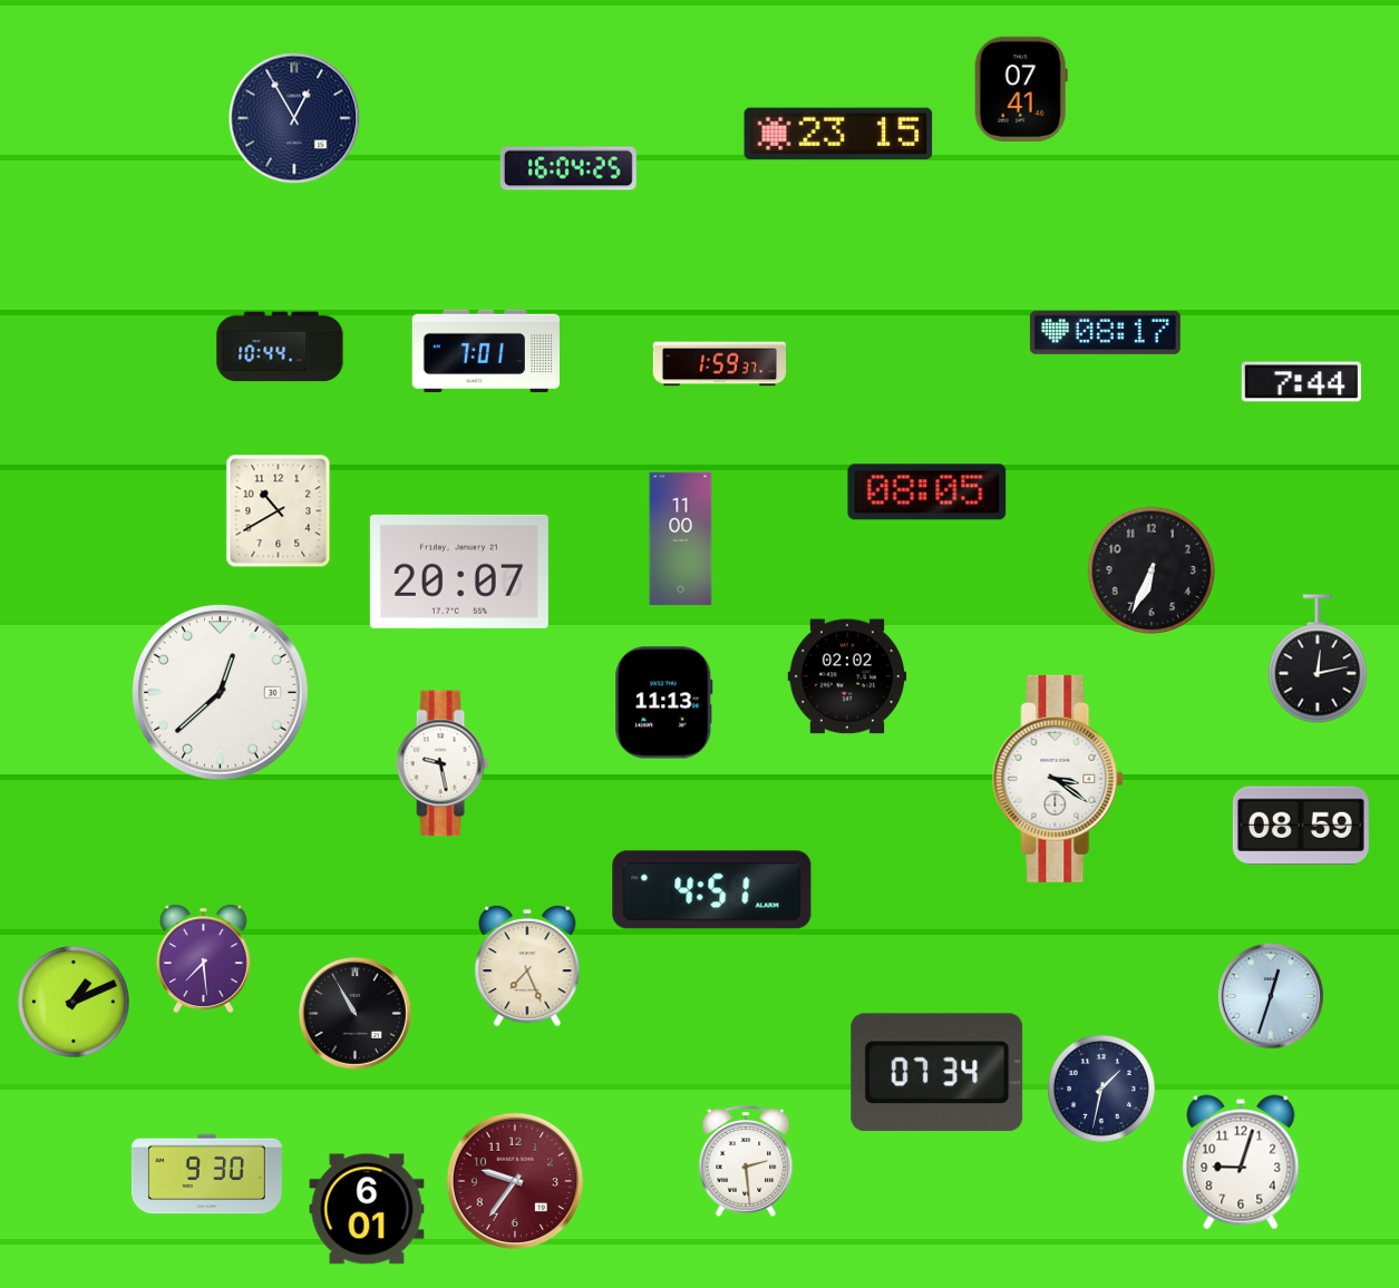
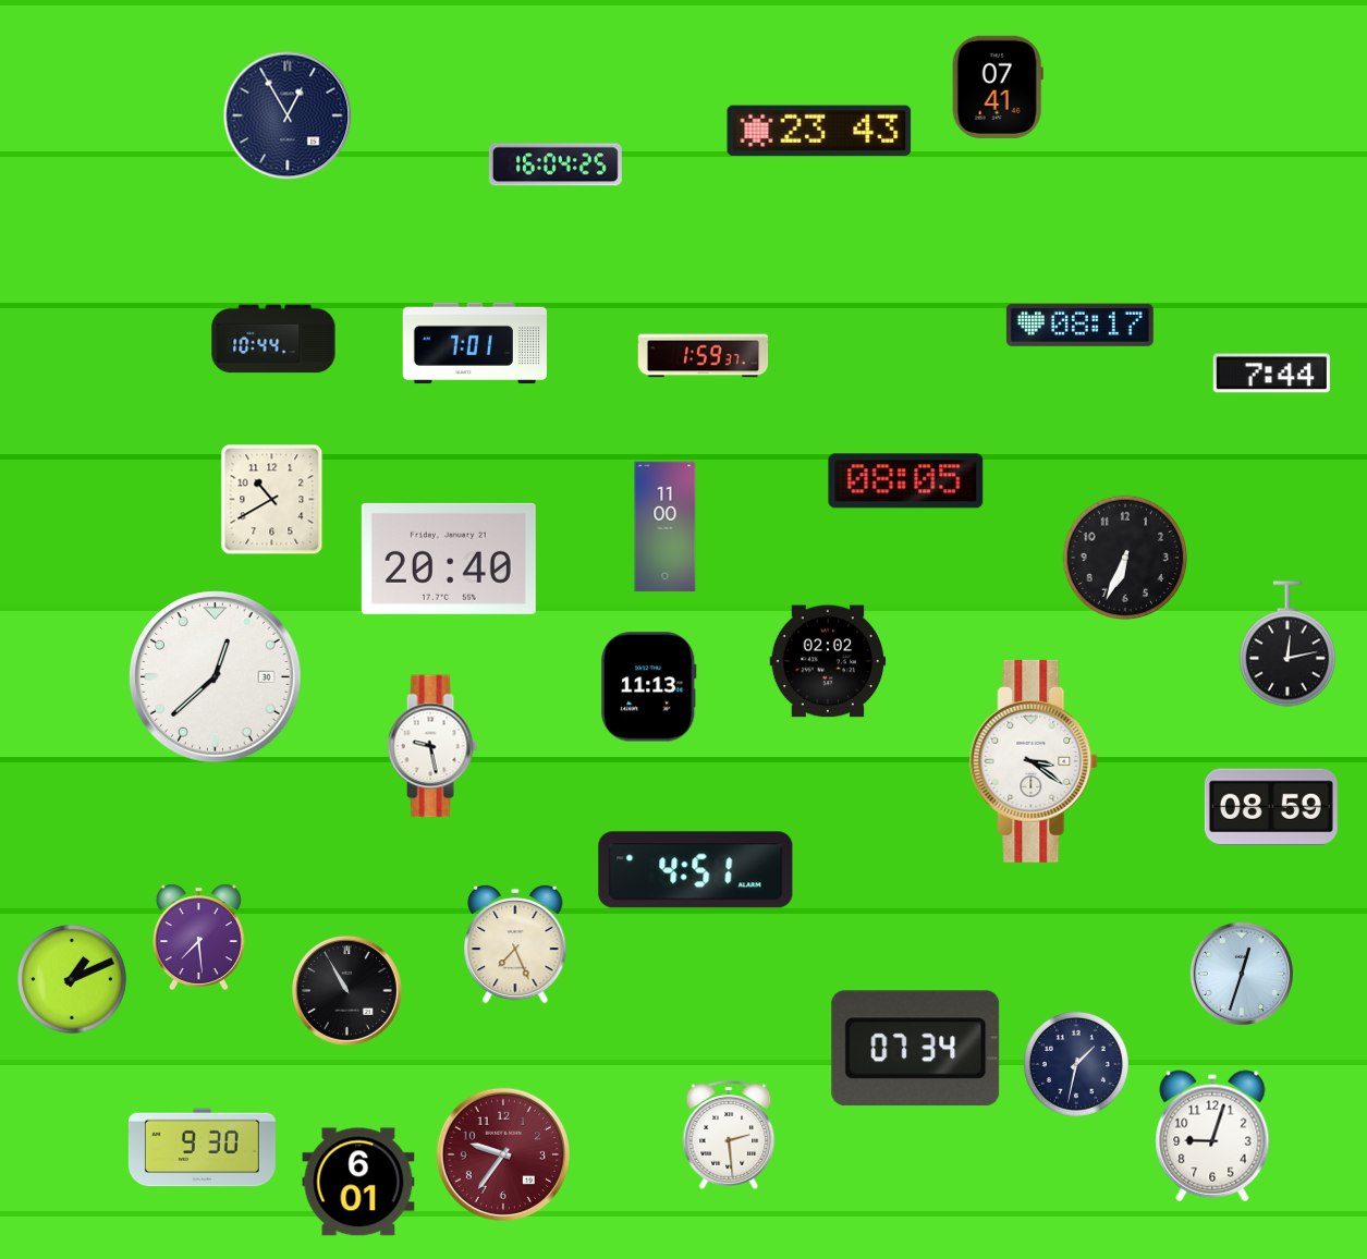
clock at (838, 134): 23:15 -> 23:43
clock at (459, 572): 20:07 -> 20:40
